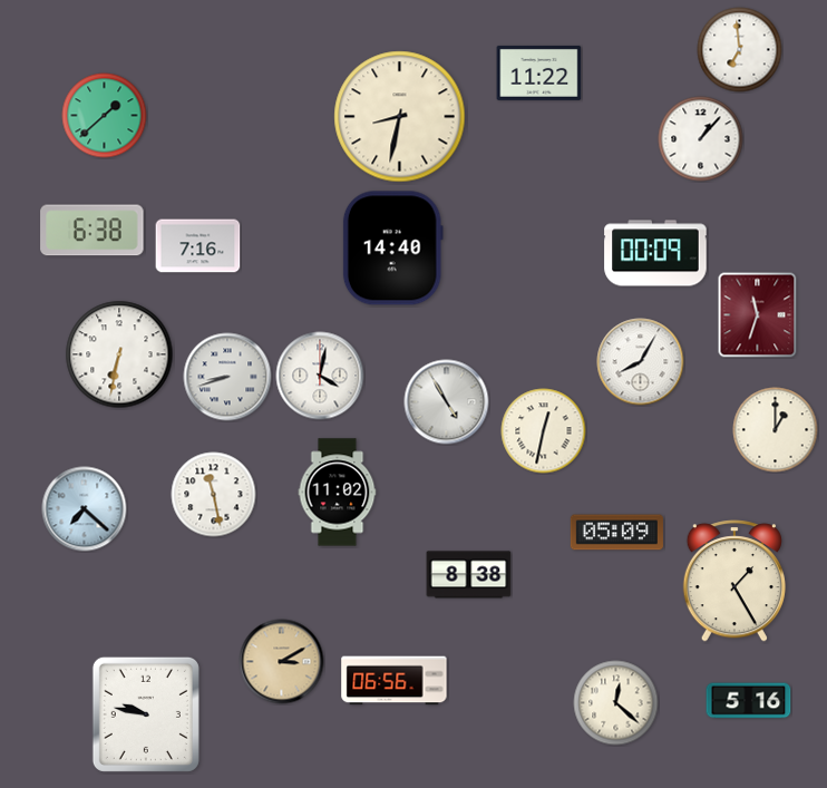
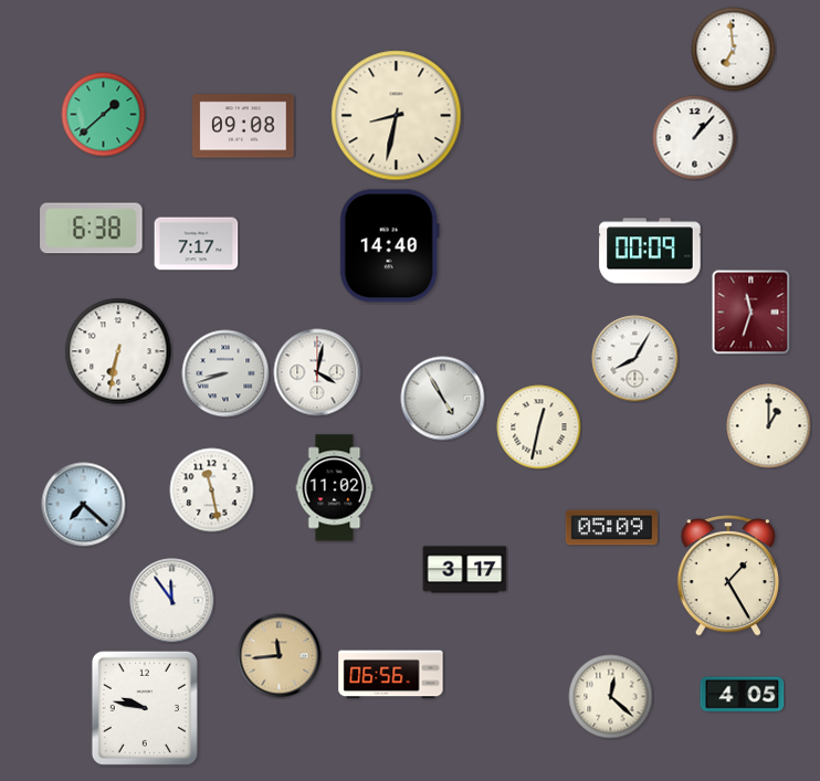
clock at (539, 72): 11:22 -> none
clock at (243, 126): none -> 09:08
clock at (198, 246): 7:16 -> 7:17
clock at (469, 575): 8:38 -> 3:17
clock at (172, 601): none -> 11:54
clock at (282, 662): 3:10 -> 11:44
clock at (749, 701): 5:16 -> 4:05
